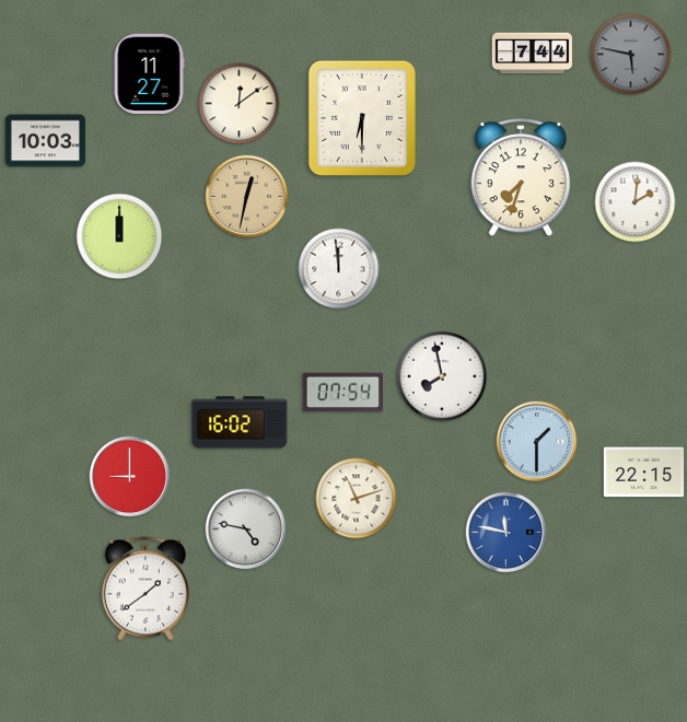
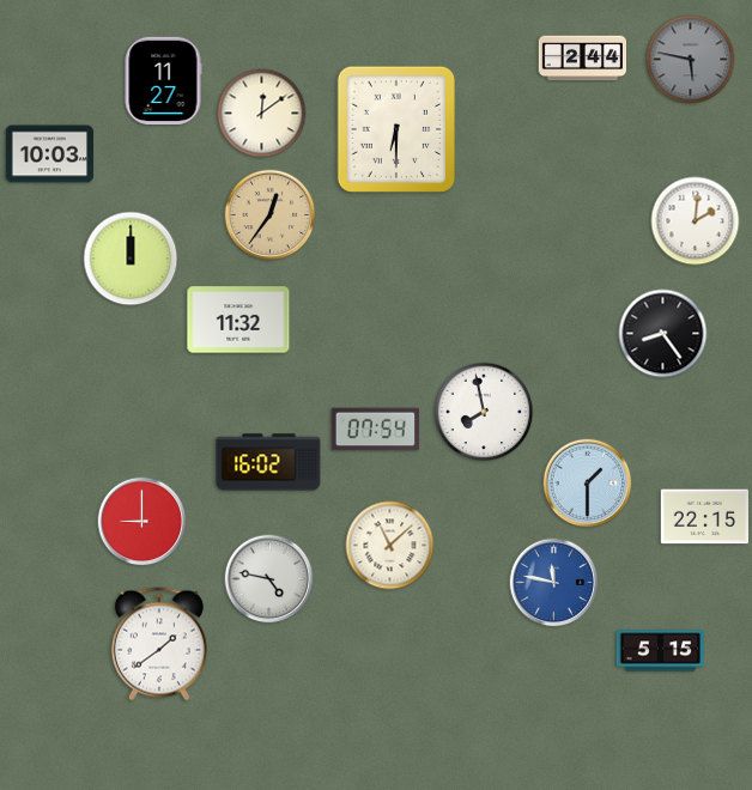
clock at (533, 54): 7:44 -> 2:44
clock at (521, 178): 7:33 -> none
clock at (247, 197): 12:32 -> 12:36
clock at (339, 269): 11:59 -> none
clock at (238, 320): none -> 11:32
clock at (663, 334): none -> 8:24
clock at (240, 422) position: (240, 422) -> (268, 462)
clock at (357, 499): 11:12 -> 11:08
clock at (661, 651): none -> 5:15
